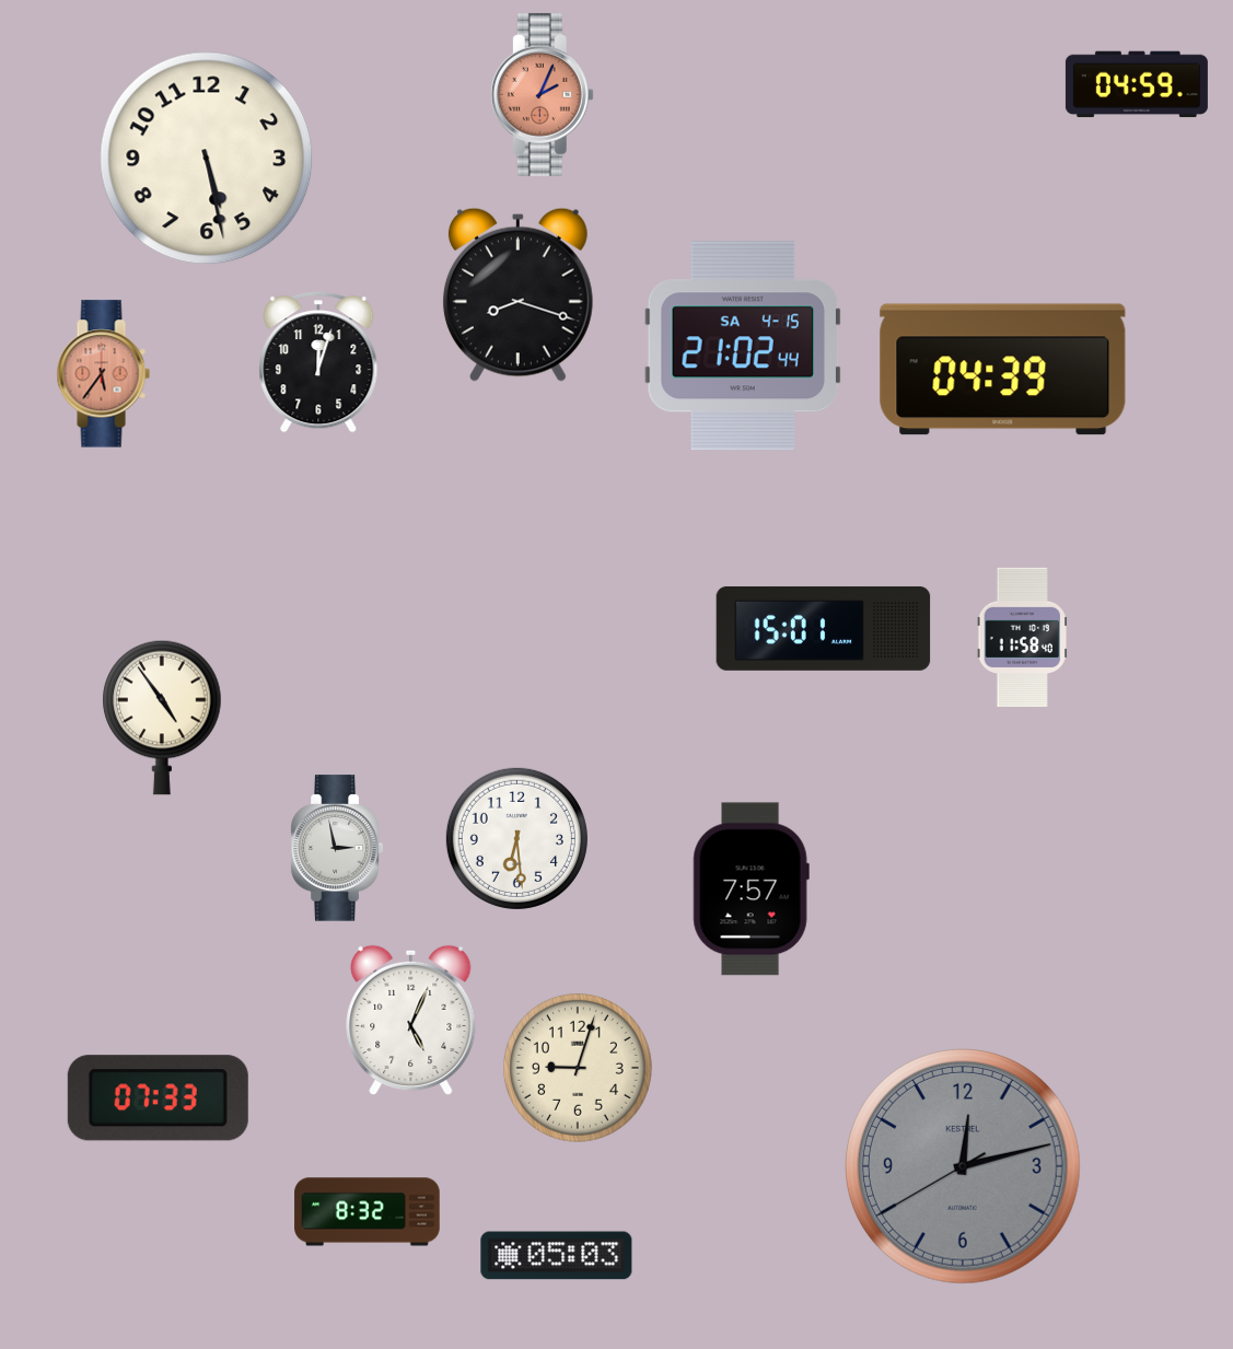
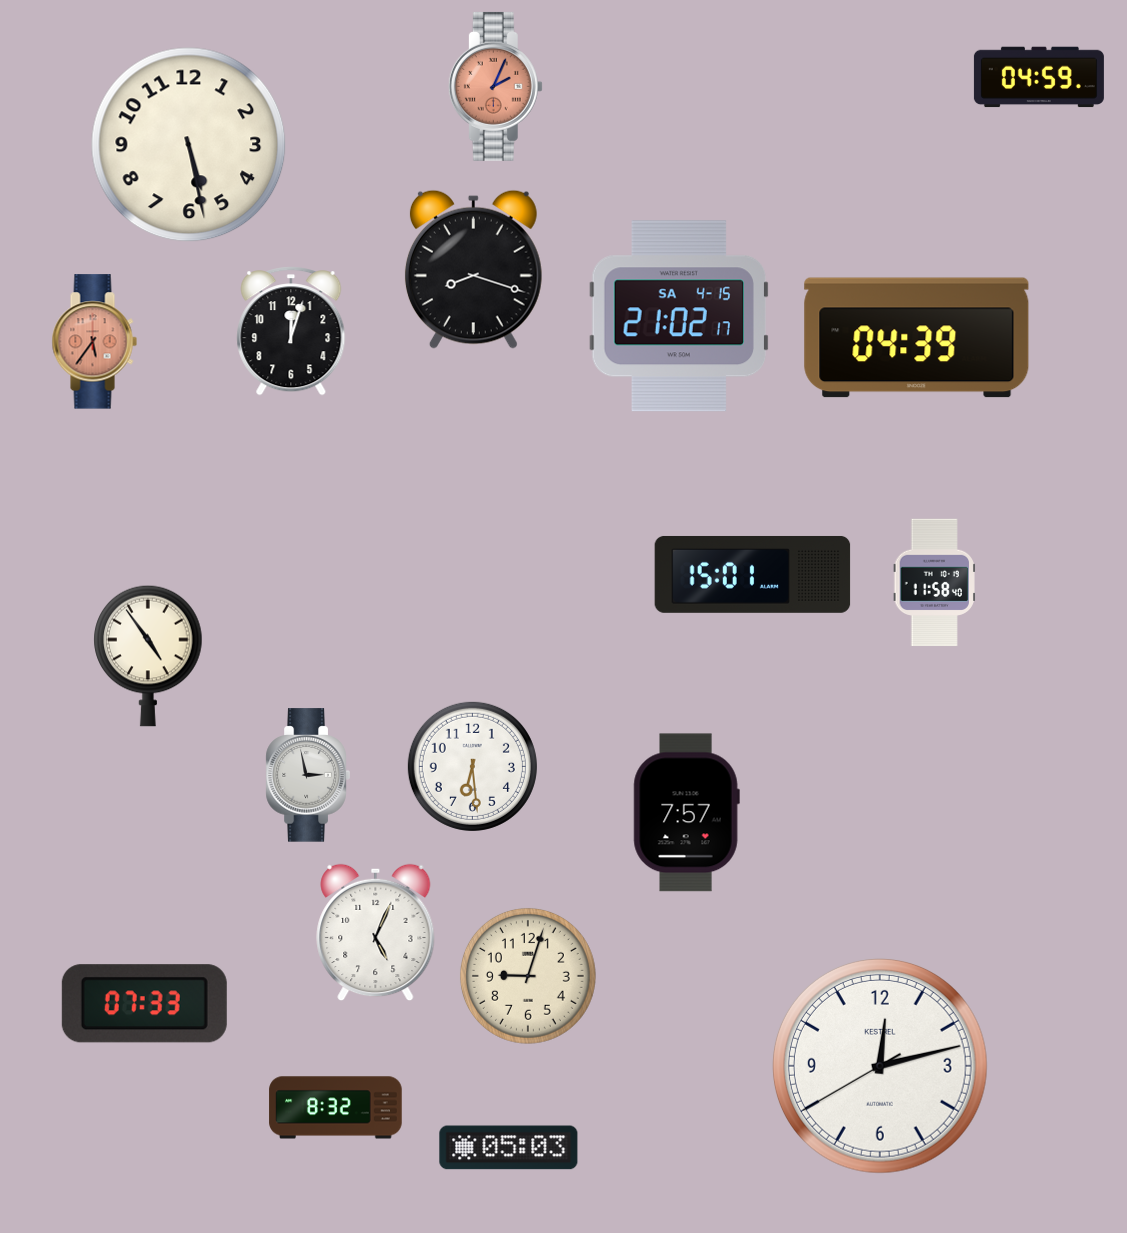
clock at (742, 346): 21:02:44 -> 21:02:17
clock at (963, 1166) dial: grey -> white
